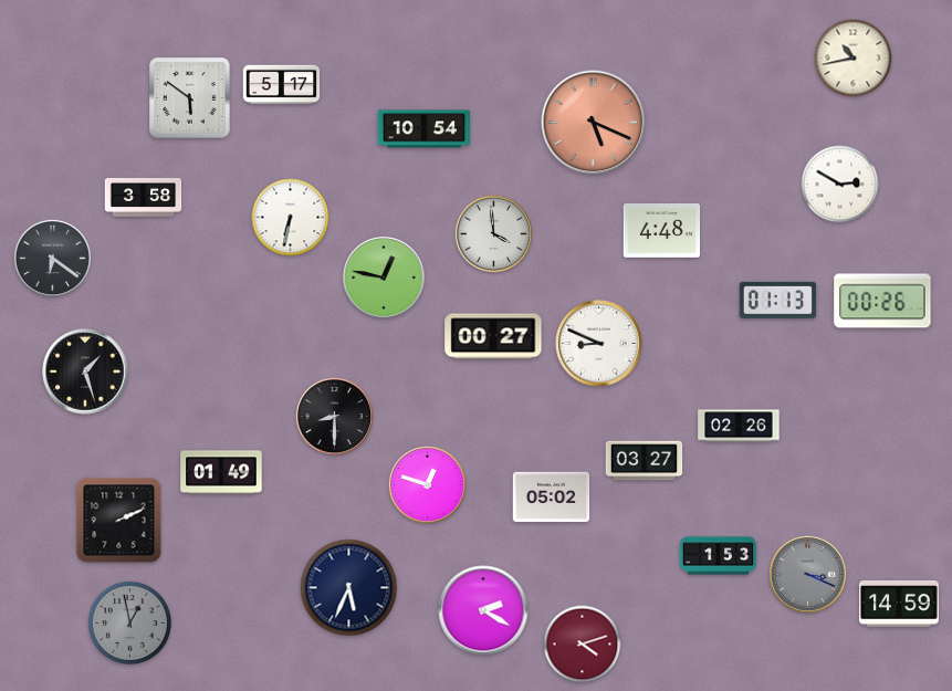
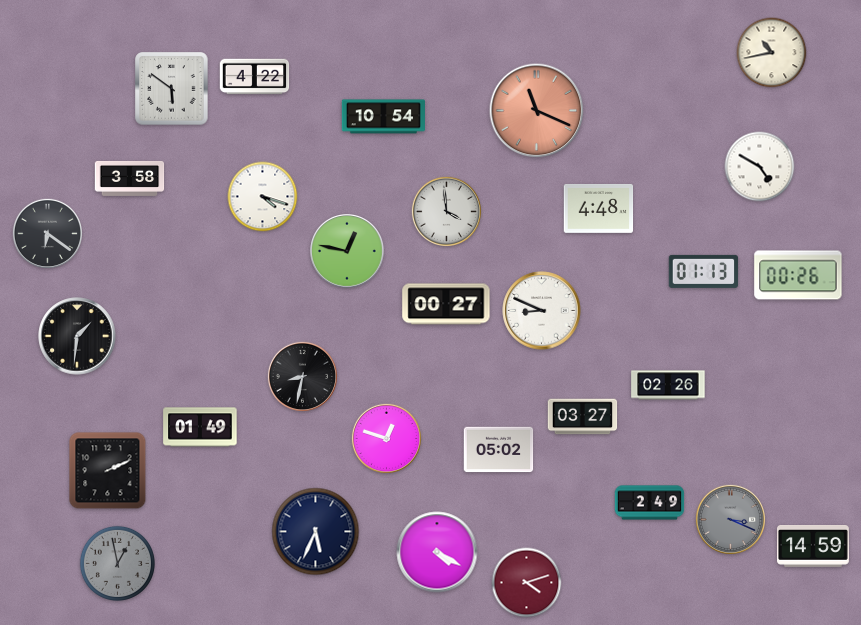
clock at (282, 85): 5:17 -> 4:22
clock at (594, 123): 5:19 -> 11:19
clock at (840, 185): 2:50 -> 4:50
clock at (291, 218): 6:32 -> 4:18
clock at (882, 301) position: (882, 301) -> (798, 275)
clock at (85, 371): 1:27 -> 1:31
clock at (334, 416): 8:30 -> 8:32
clock at (719, 556): 1:53 -> 2:49
clock at (483, 610): 2:20 -> 4:20
